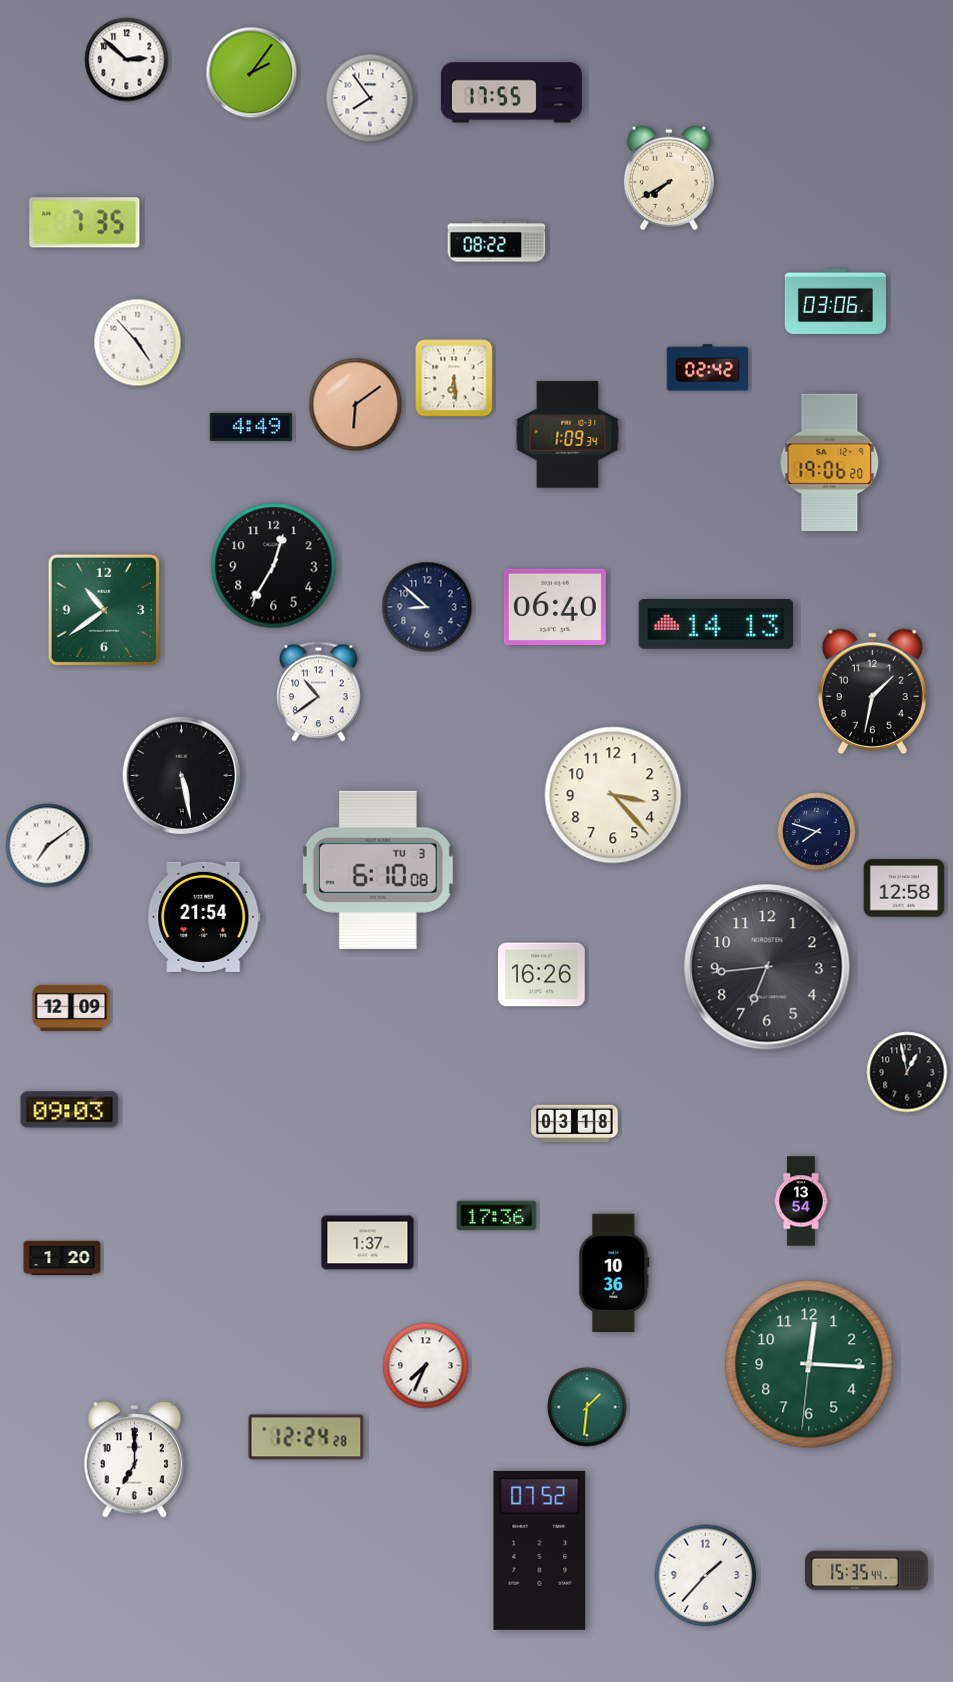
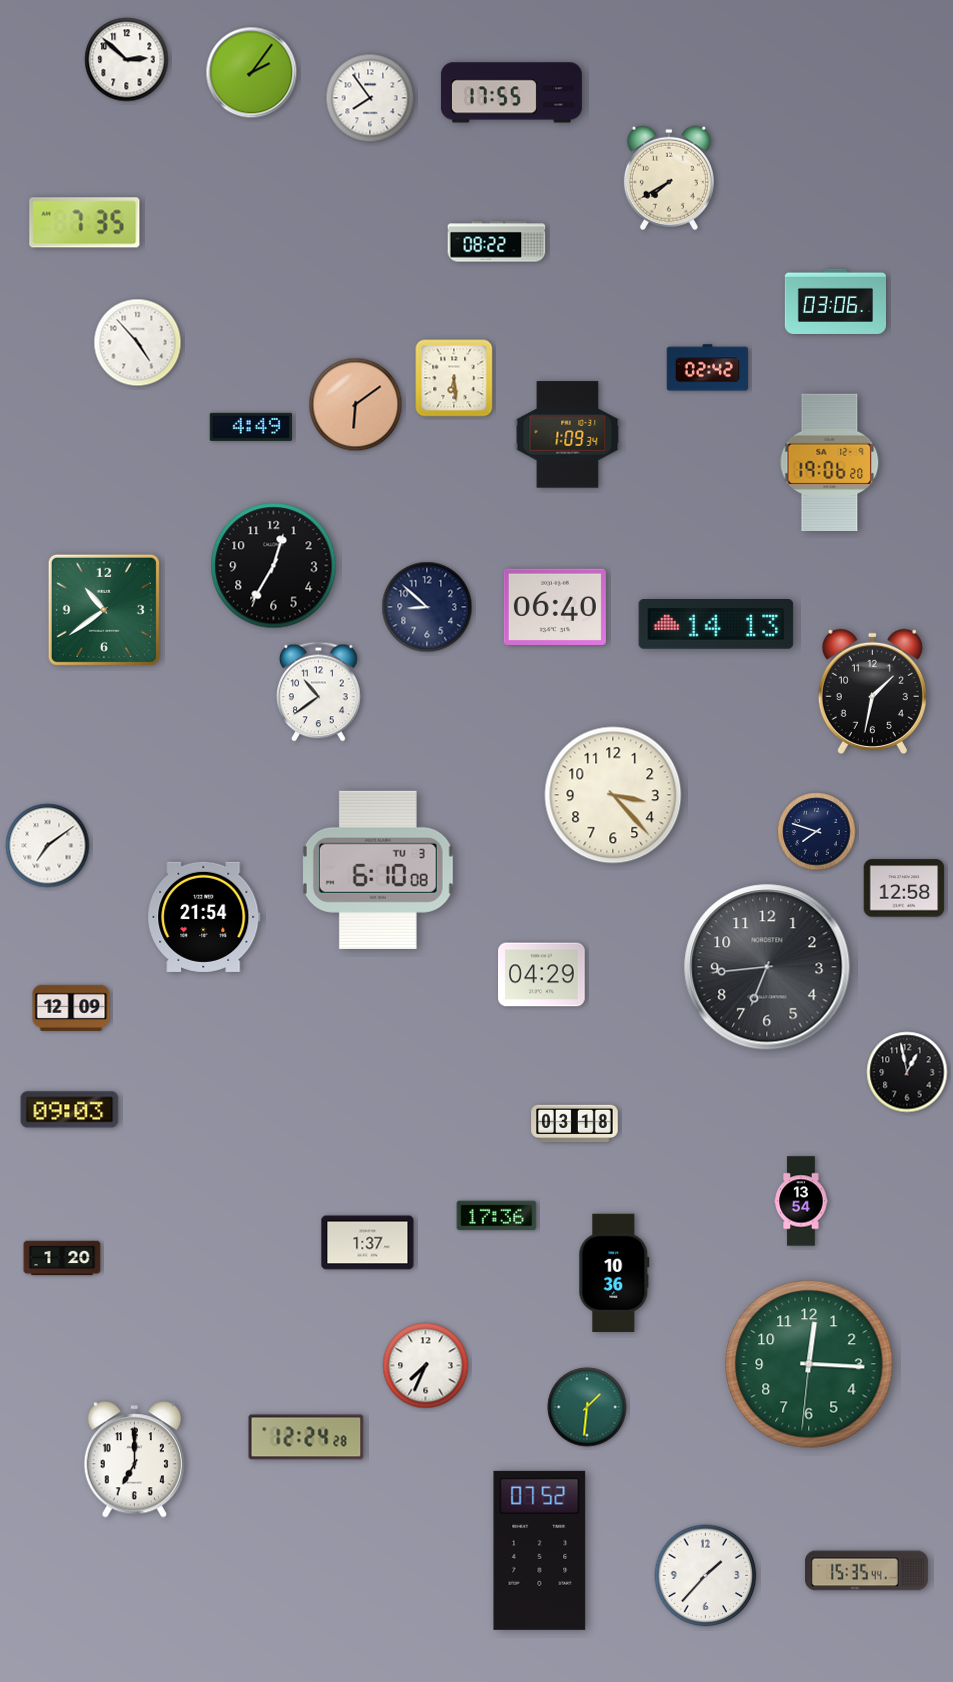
clock at (182, 776): 5:28 -> none
clock at (542, 975): 16:26 -> 04:29
